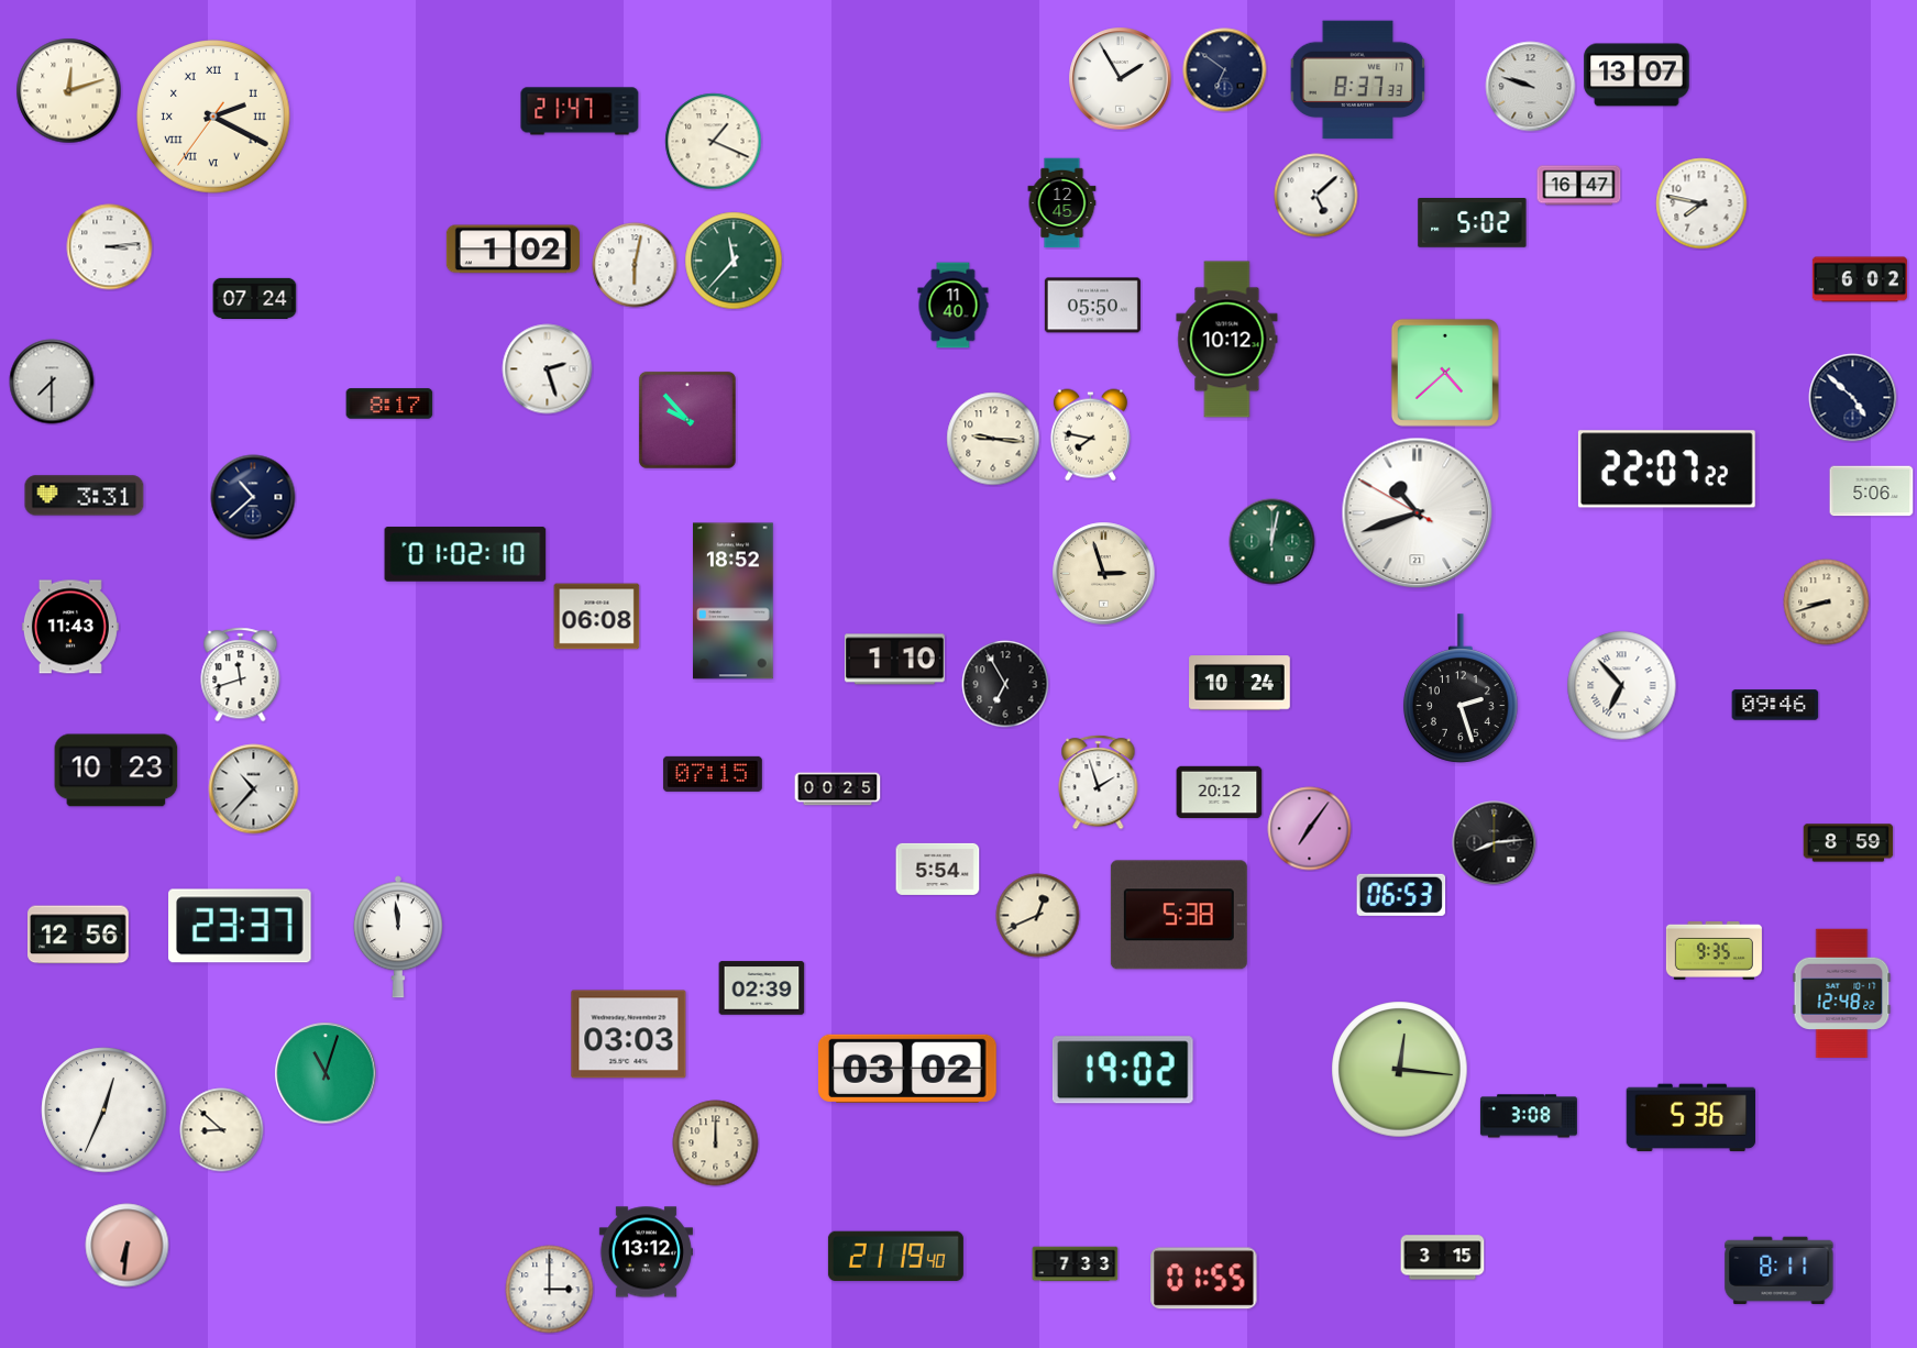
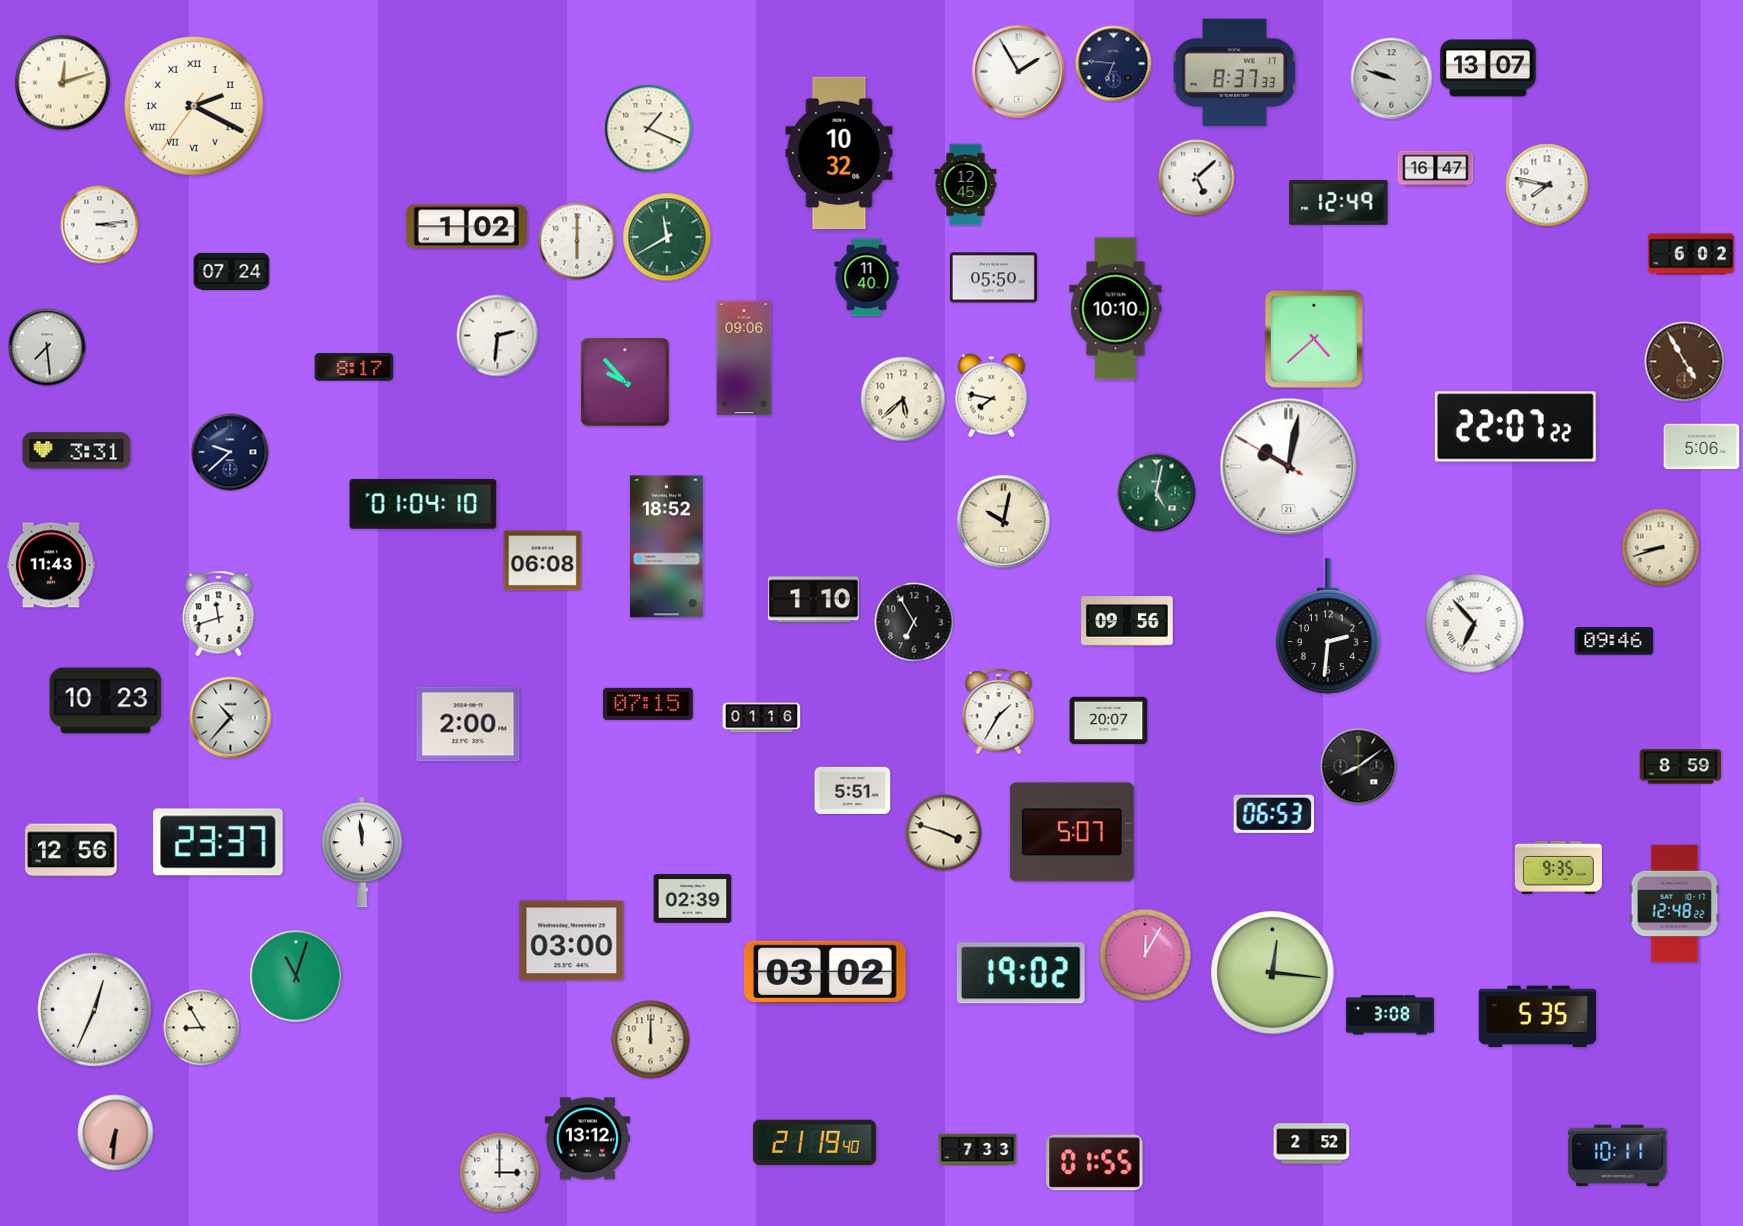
clock at (1225, 70): 6:51 -> 6:46
clock at (580, 111): 21:47 -> none
clock at (839, 153): none -> 10:32
clock at (1473, 223): 5:02 -> 12:49
clock at (734, 261): 11:37 -> 11:40
clock at (635, 265): 6:02 -> 6:00
clock at (1227, 340): 10:12 -> 10:10
clock at (548, 369): 2:27 -> 2:31
clock at (52, 382): 7:30 -> 7:29
clock at (744, 358): none -> 09:06
clock at (1853, 398): 4:52 -> 4:55
clock at (1853, 398) dial: navy -> brown
clock at (993, 439): 9:16 -> 5:38
clock at (253, 497): 10:38 -> 9:38
clock at (1418, 513): 10:41 -> 10:01
clock at (1273, 542): 12:02 -> 5:02
clock at (465, 554): 01:02 -> 01:04
clock at (1104, 574): 2:57 -> 10:02
clock at (70, 627) position: (70, 627) -> (51, 565)
clock at (1240, 683): 10:24 -> 09:56
clock at (1461, 688): 2:27 -> 2:31
clock at (1099, 783): 1:57 -> 1:35
clock at (838, 789): 00:25 -> 01:16
clock at (1220, 793): 20:12 -> 20:07
clock at (468, 724): none -> 2:00
clock at (1310, 829): 7:06 -> none
clock at (1495, 843): 8:14 -> 8:09
clock at (938, 869): 5:54 -> 5:51
clock at (1179, 915): 5:38 -> 5:07
clock at (1038, 916): 12:41 -> 3:48
clock at (1714, 950) position: (1714, 950) -> (1558, 867)
clock at (629, 1035): 03:03 -> 03:00
clock at (1145, 955): none -> 12:05
clock at (1690, 1118): 5:36 -> 5:35
clock at (222, 1130): 8:52 -> 8:55
clock at (1443, 1258): 3:15 -> 2:52
clock at (1780, 1271): 8:11 -> 10:11
